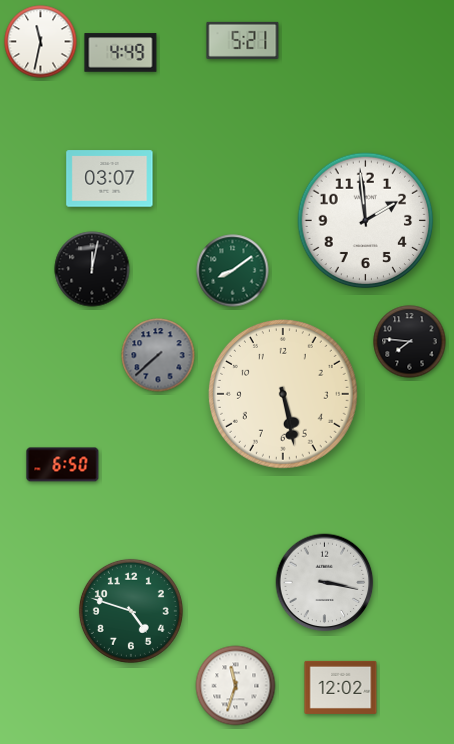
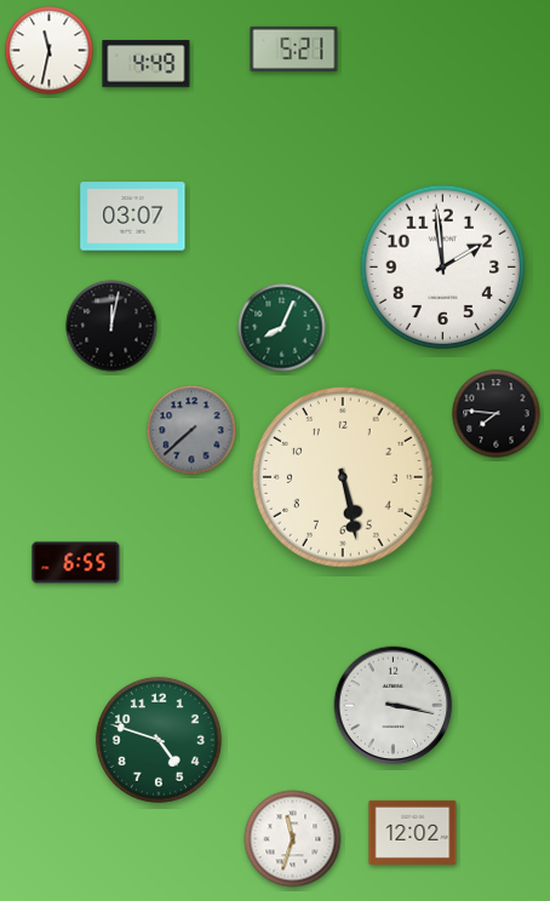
clock at (233, 271): 8:09 -> 8:04
clock at (63, 465): 6:50 -> 6:55
clock at (236, 686) position: (236, 686) -> (293, 839)
